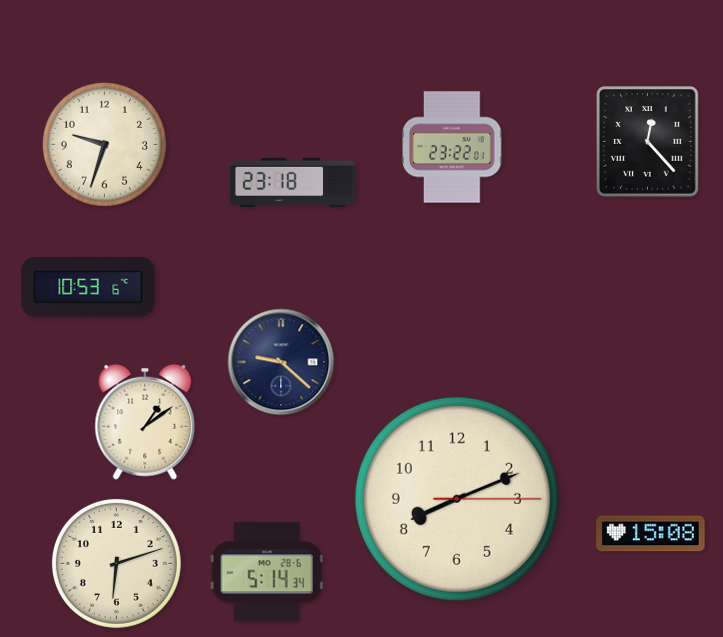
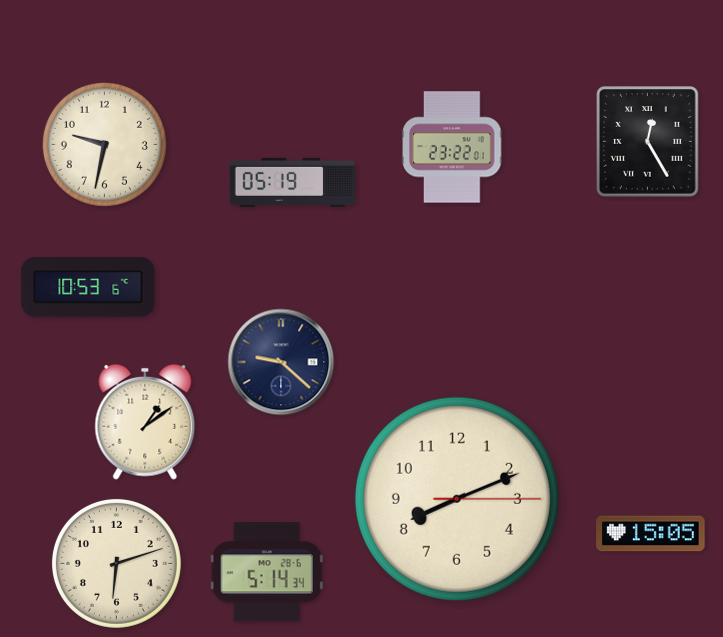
clock at (648, 142): 12:23 -> 12:25
clock at (104, 144): 9:33 -> 9:32
clock at (292, 182): 23:18 -> 05:19
clock at (651, 534): 15:08 -> 15:05
